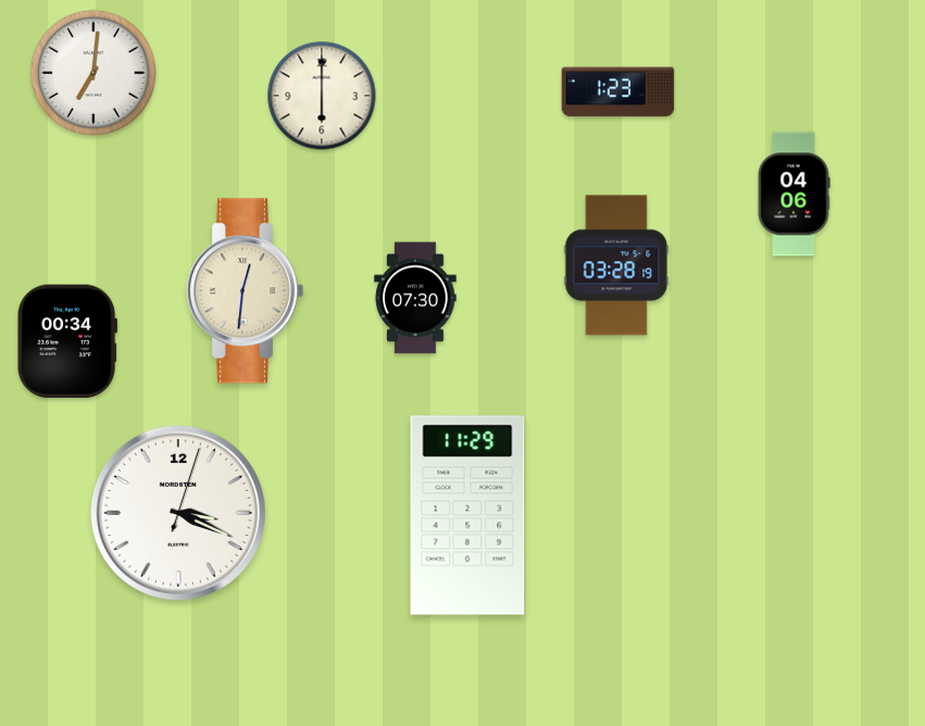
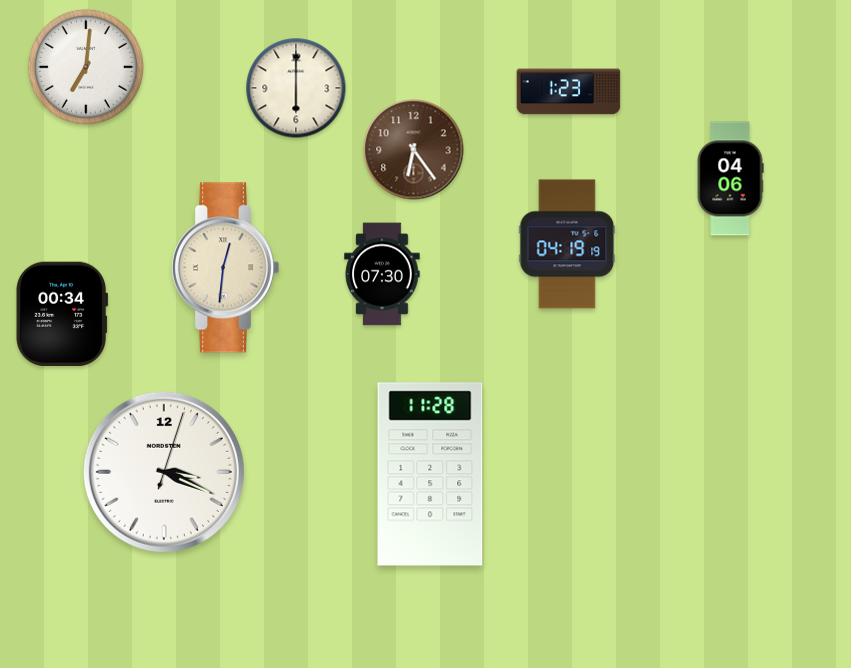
clock at (618, 92) position: (618, 92) -> (569, 92)
clock at (414, 150): none -> 6:24
clock at (616, 265): 03:28 -> 04:19
clock at (467, 515): 11:29 -> 11:28
